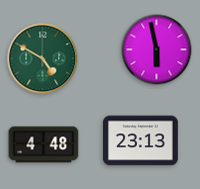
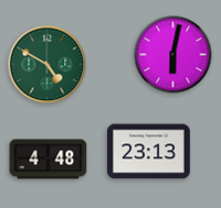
clock at (157, 50): 5:58 -> 6:02
clock at (140, 141) position: (140, 141) -> (148, 152)
